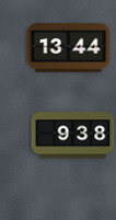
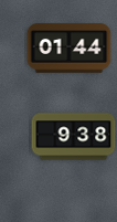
clock at (69, 48): 13:44 -> 01:44
